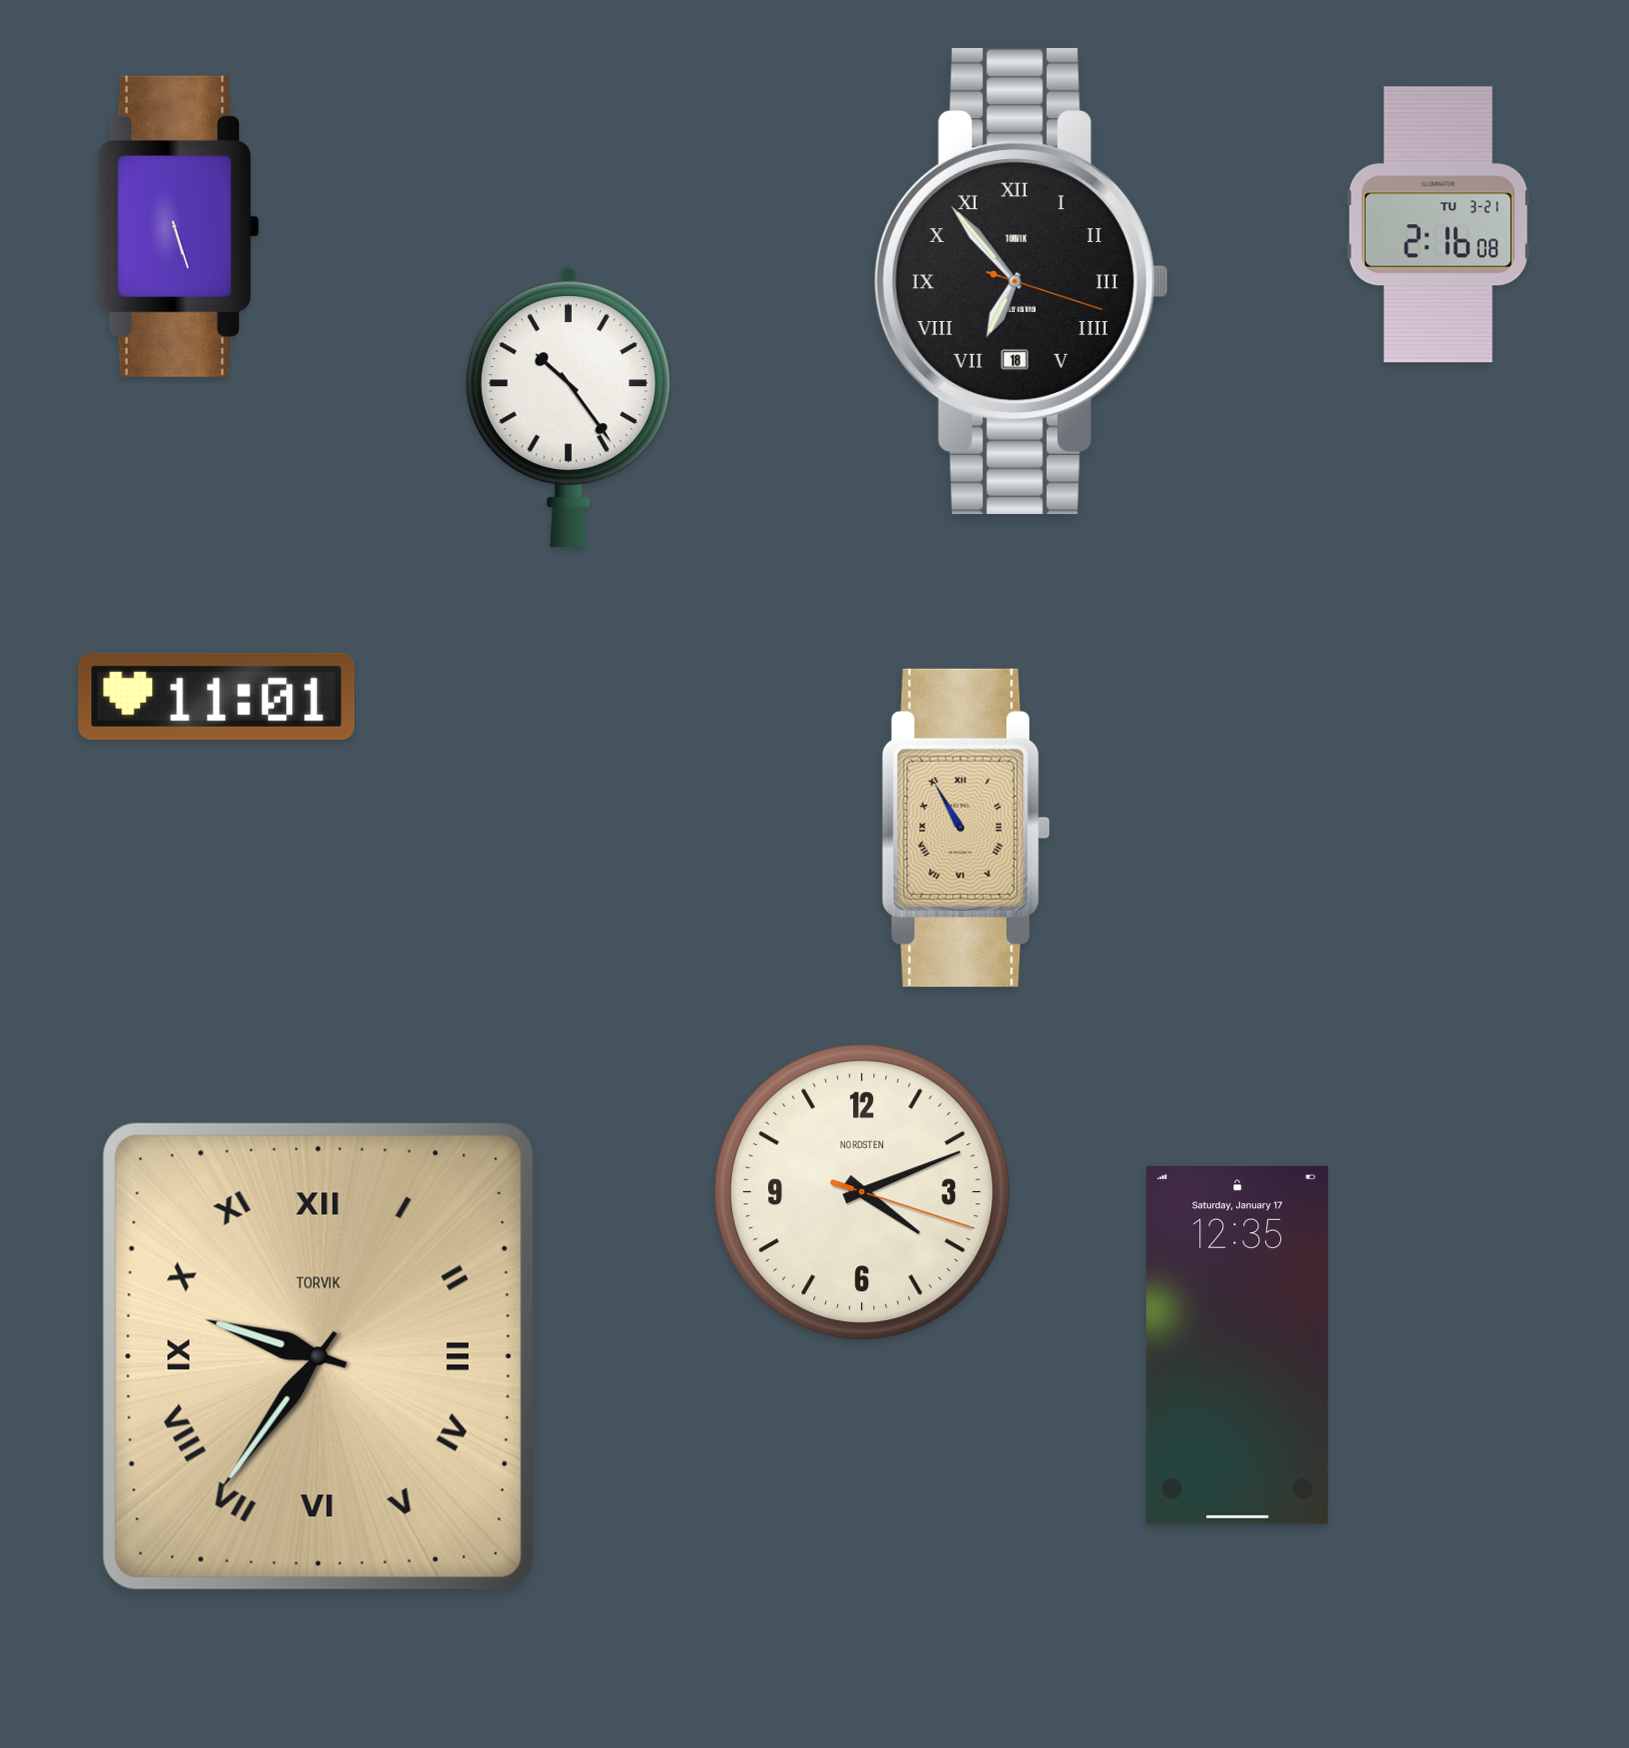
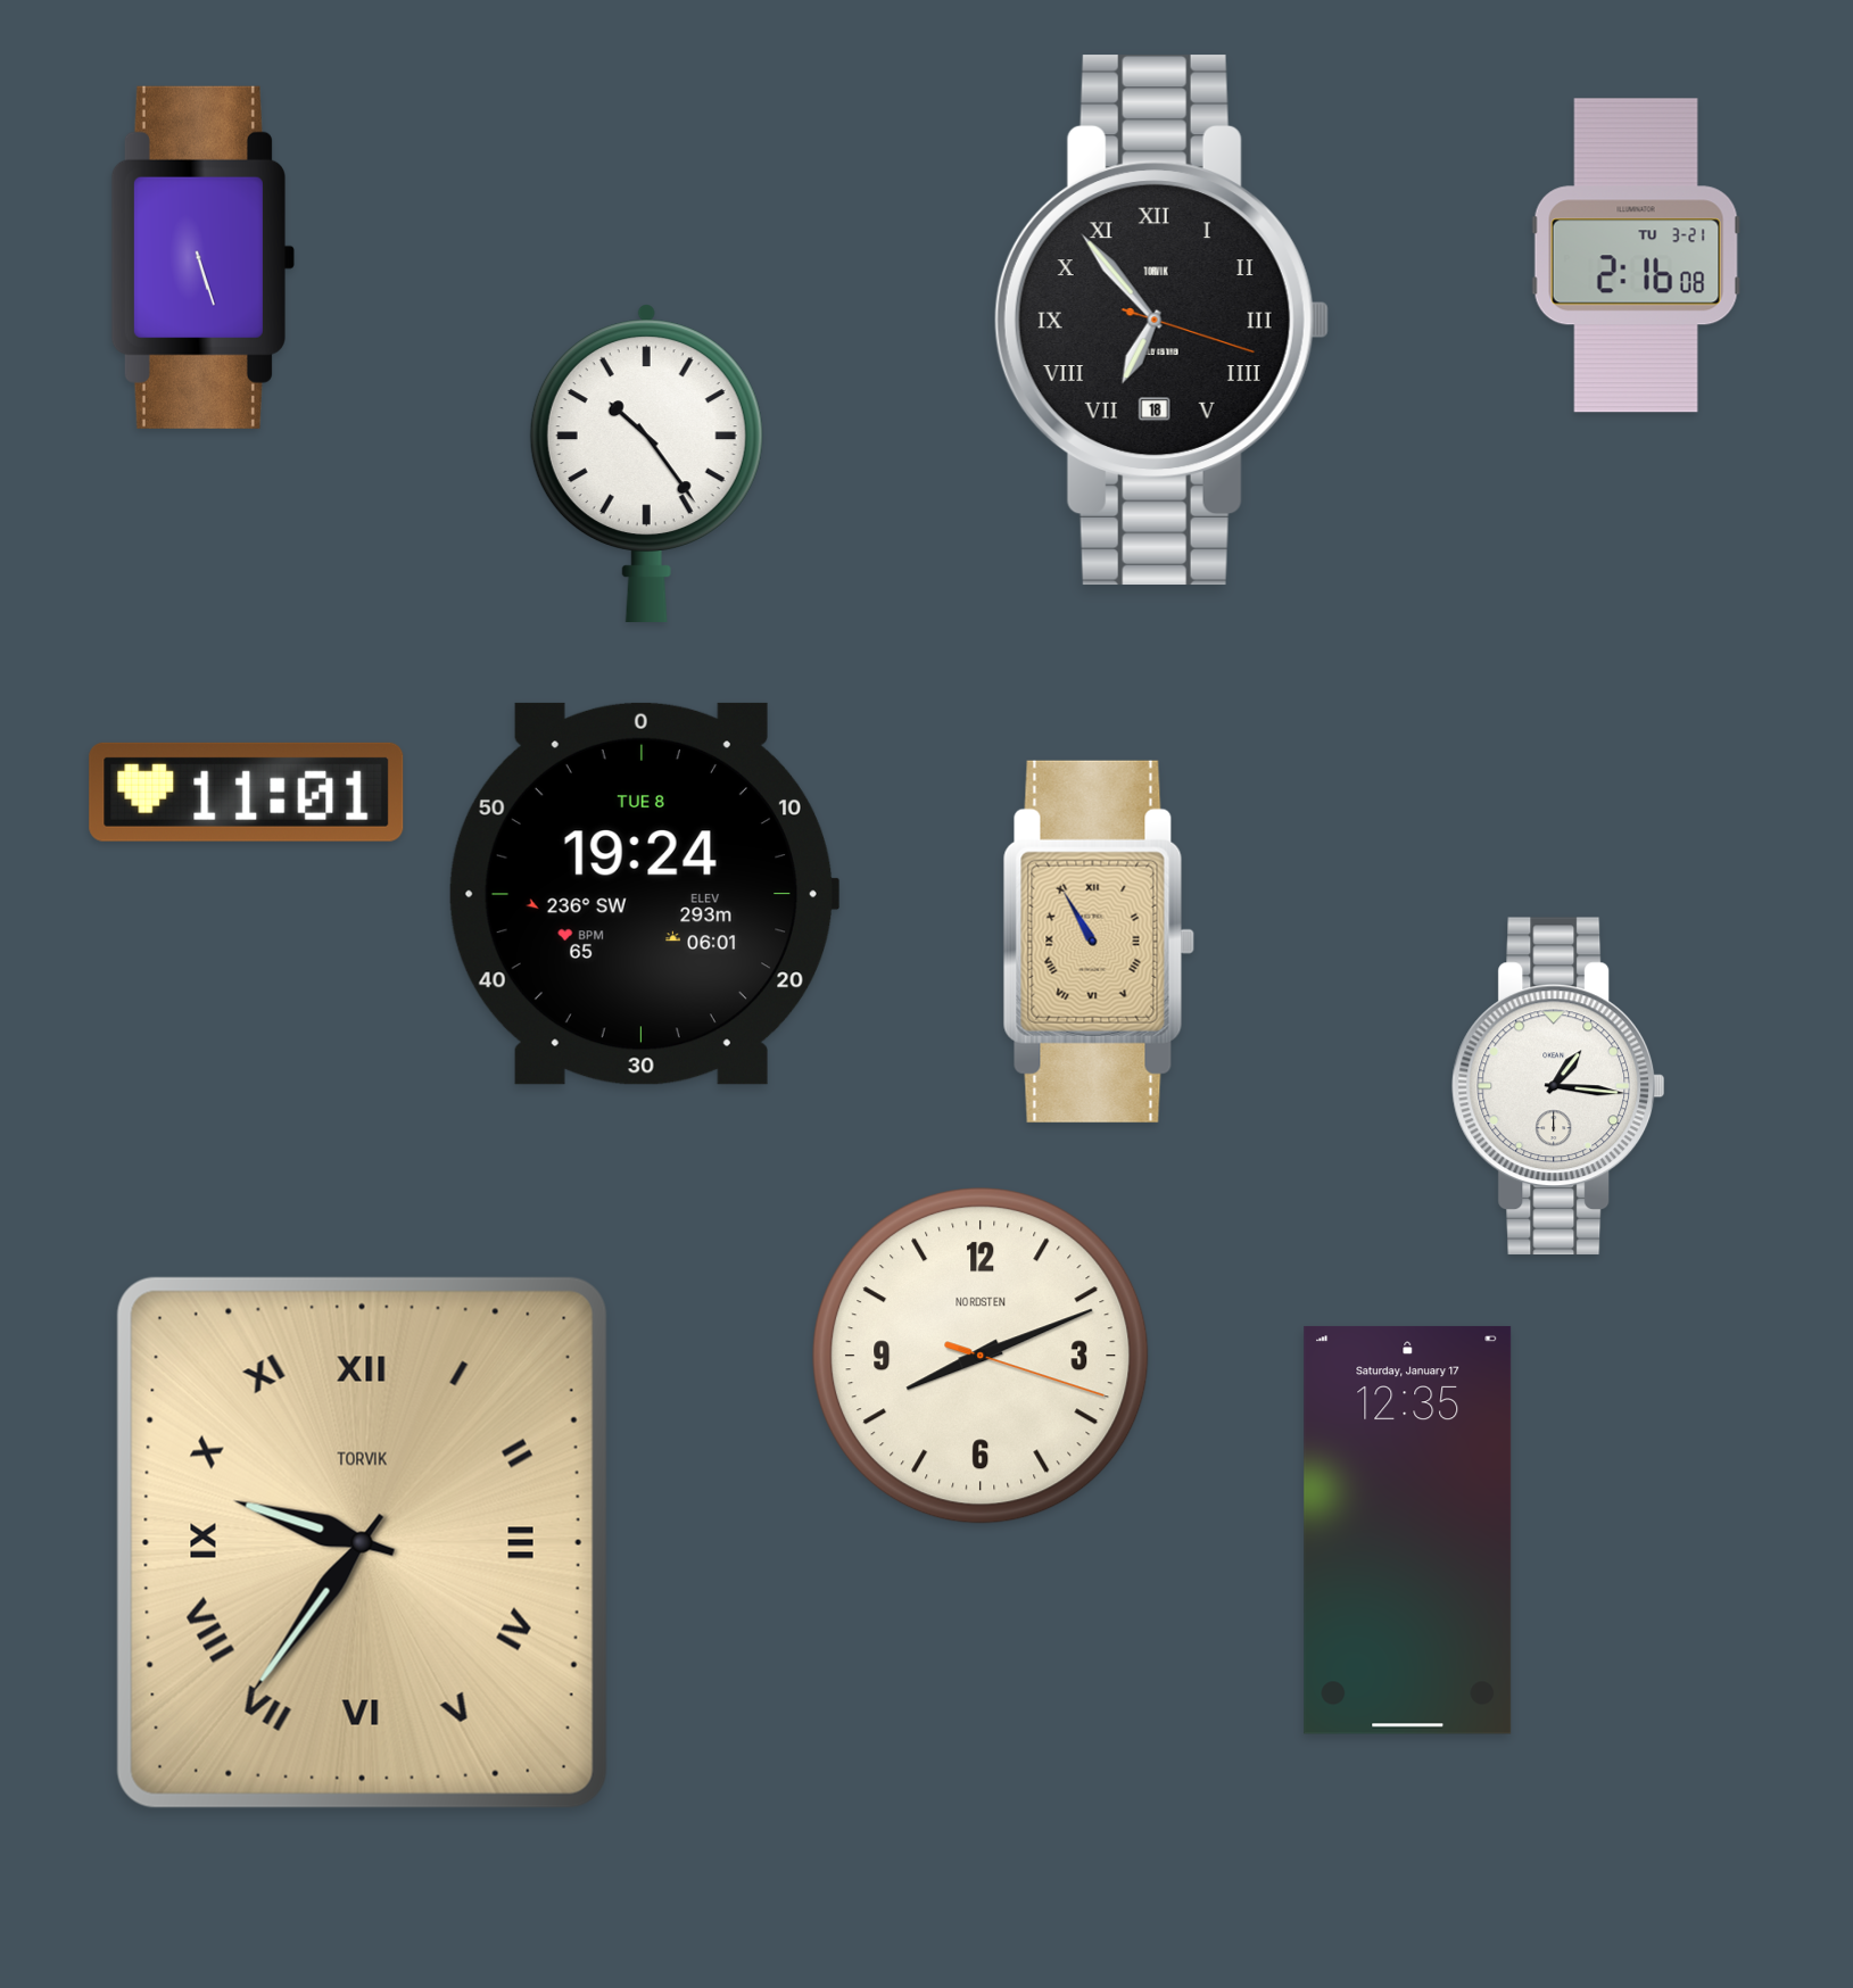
clock at (644, 894): none -> 19:24
clock at (1558, 1085): none -> 1:16
clock at (862, 1192): 4:11 -> 8:11
